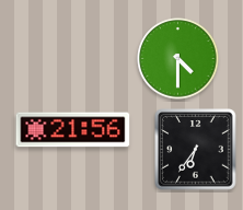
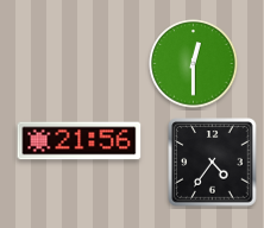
clock at (178, 59): 4:30 -> 12:30
clock at (196, 150): 6:36 -> 4:36
